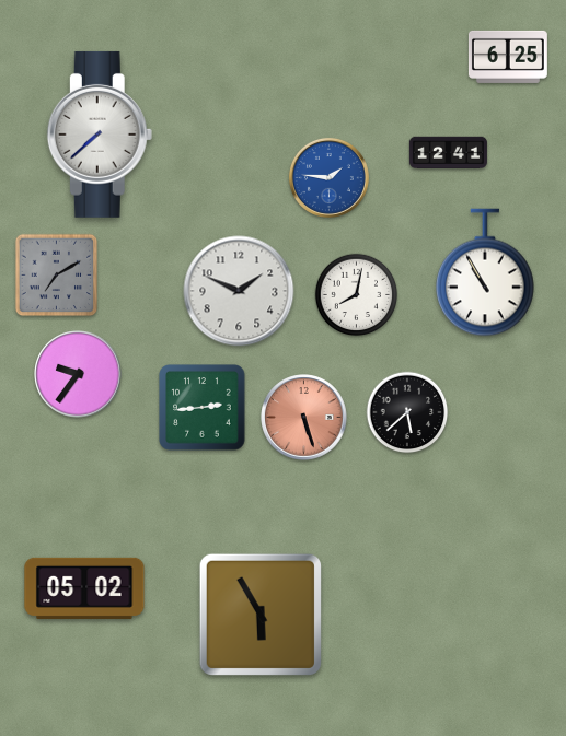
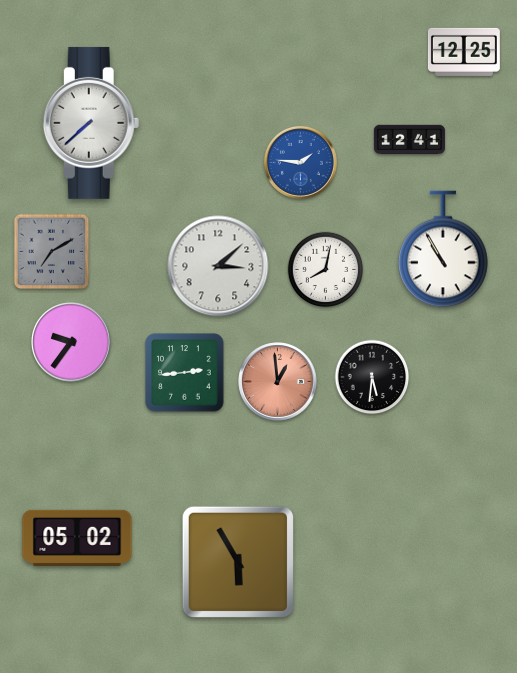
clock at (508, 57): 6:25 -> 12:25
clock at (239, 291): 1:49 -> 3:08
clock at (407, 412): 5:38 -> 5:31
clock at (304, 418): 5:27 -> 12:59
